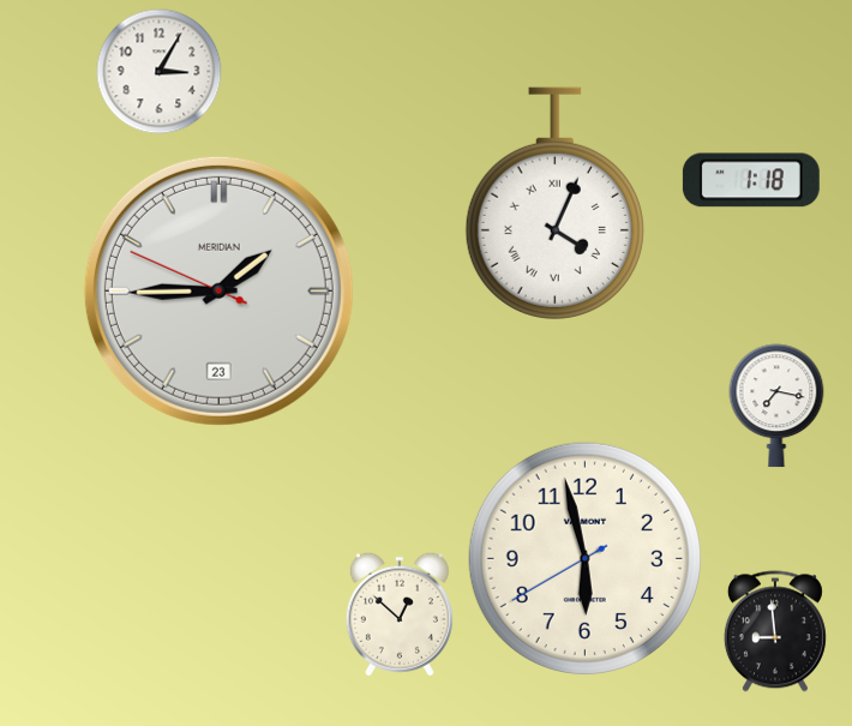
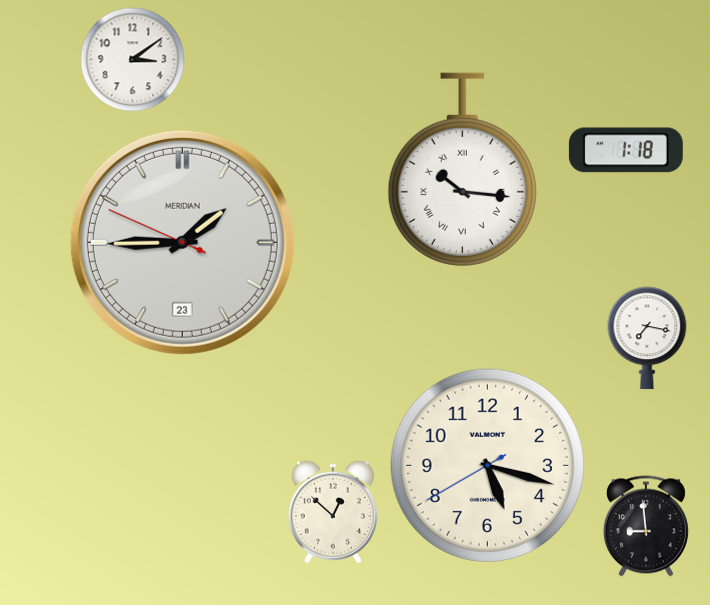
clock at (160, 72): 3:05 -> 3:09
clock at (554, 203): 4:04 -> 10:16
clock at (584, 558): 5:57 -> 5:17
